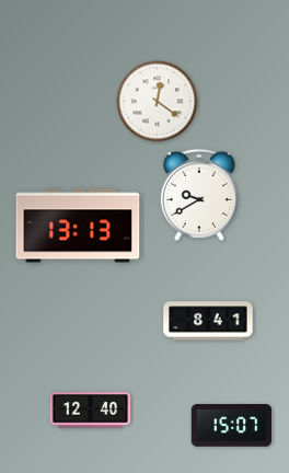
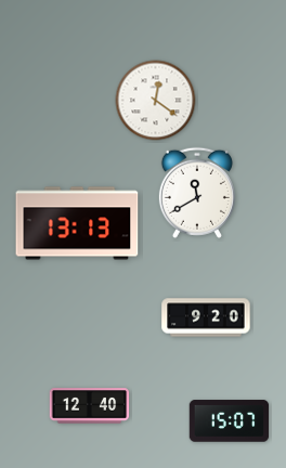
clock at (199, 195): 9:40 -> 11:40
clock at (208, 321): 8:41 -> 9:20
